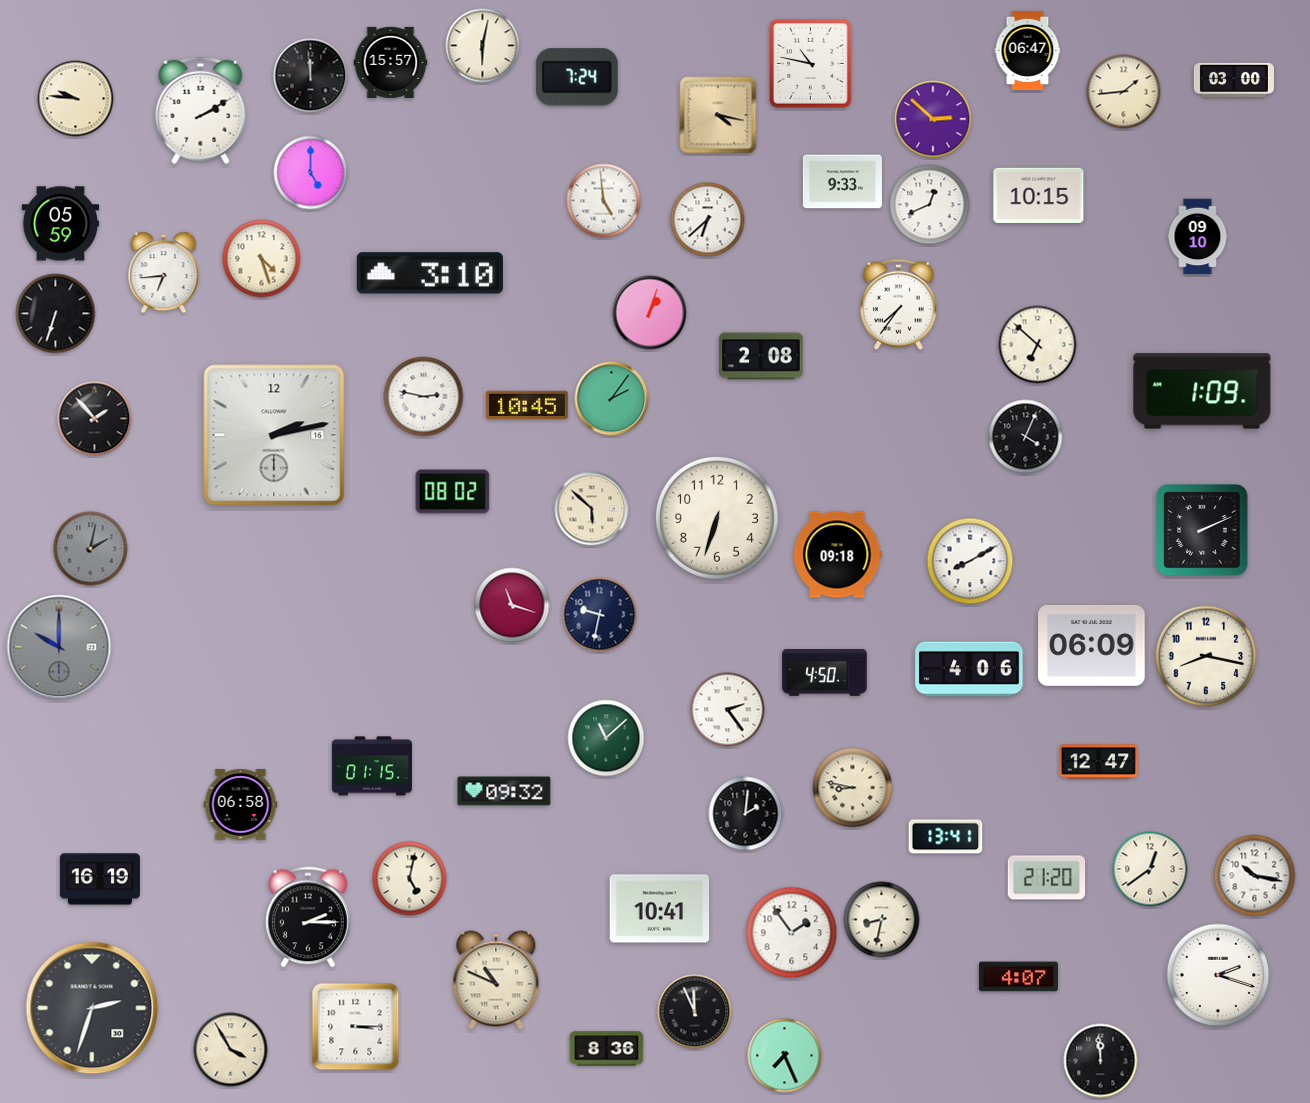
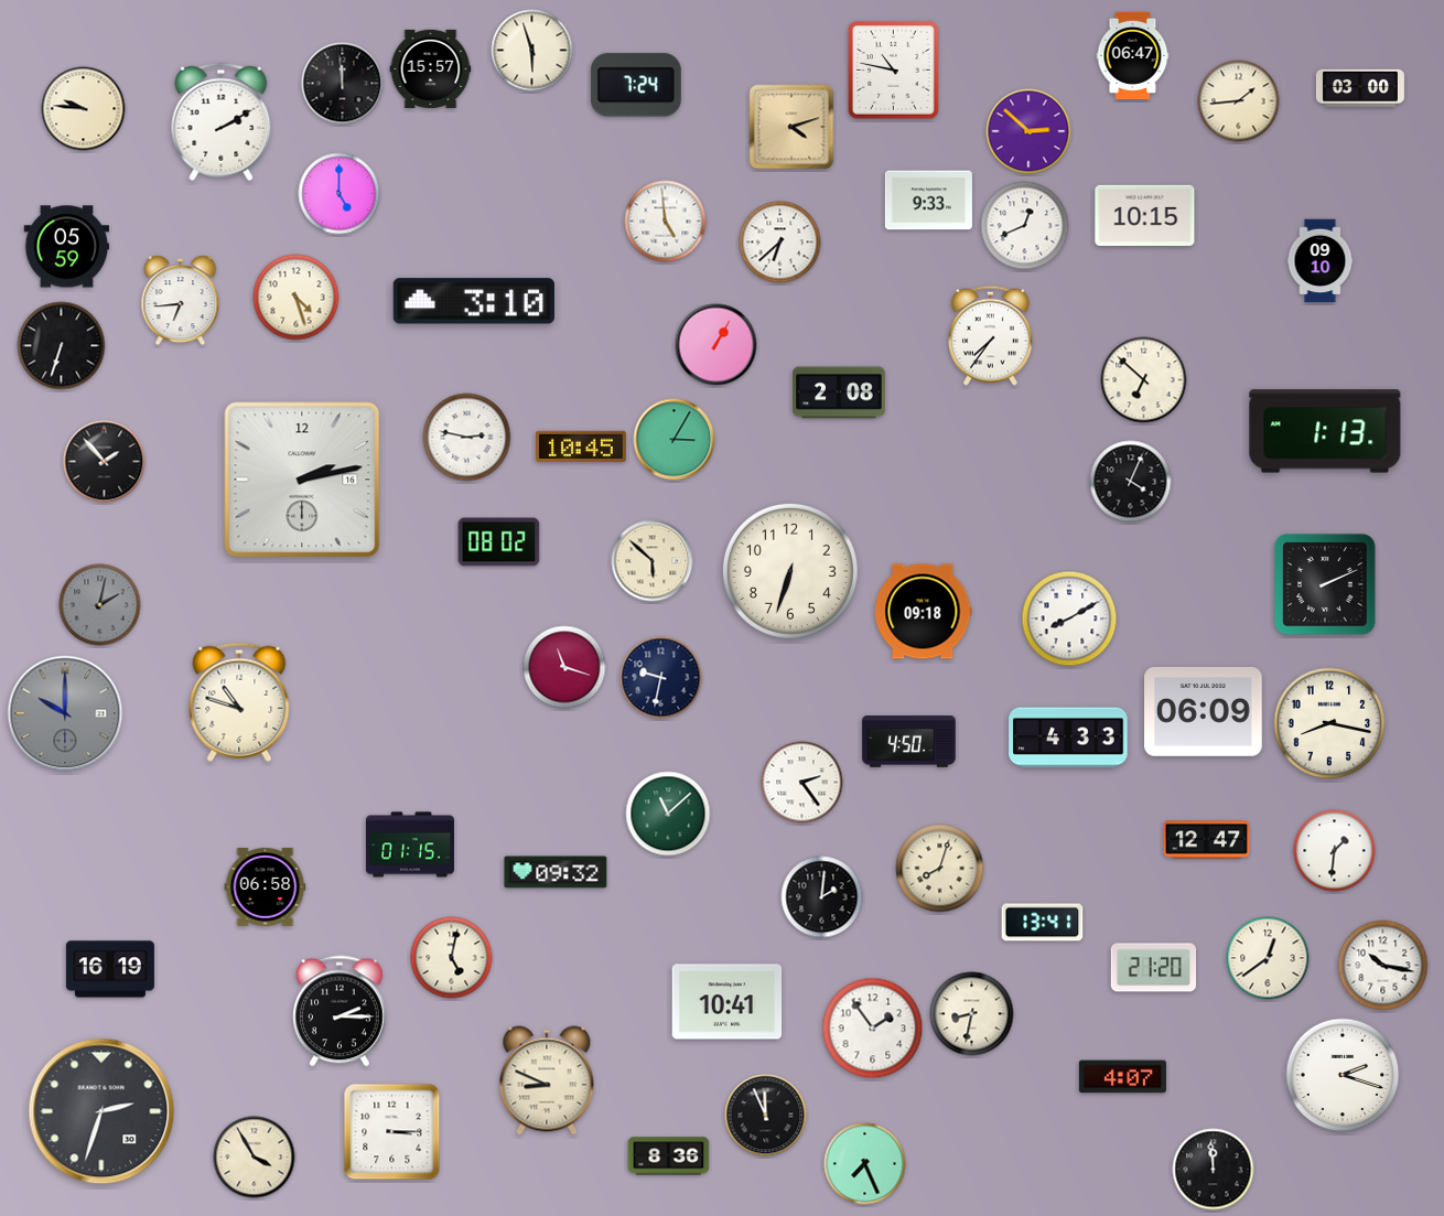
clock at (483, 46): 6:02 -> 5:57
clock at (718, 115): 4:17 -> 4:12
clock at (311, 173) position: (311, 173) -> (340, 194)
clock at (262, 259) position: (262, 259) -> (297, 298)
clock at (650, 313): 1:03 -> 1:05
clock at (1202, 391): 1:09 -> 1:13
clock at (612, 399): 2:06 -> 3:05
clock at (239, 702): none -> 10:48
clock at (969, 669): 4:06 -> 4:33
clock at (1099, 762) position: (1099, 762) -> (1207, 840)
clock at (1335, 851): none -> 1:31
clock at (853, 788): 8:47 -> 8:03
clock at (410, 879) position: (410, 879) -> (452, 958)
clock at (496, 980): 10:49 -> 8:49
